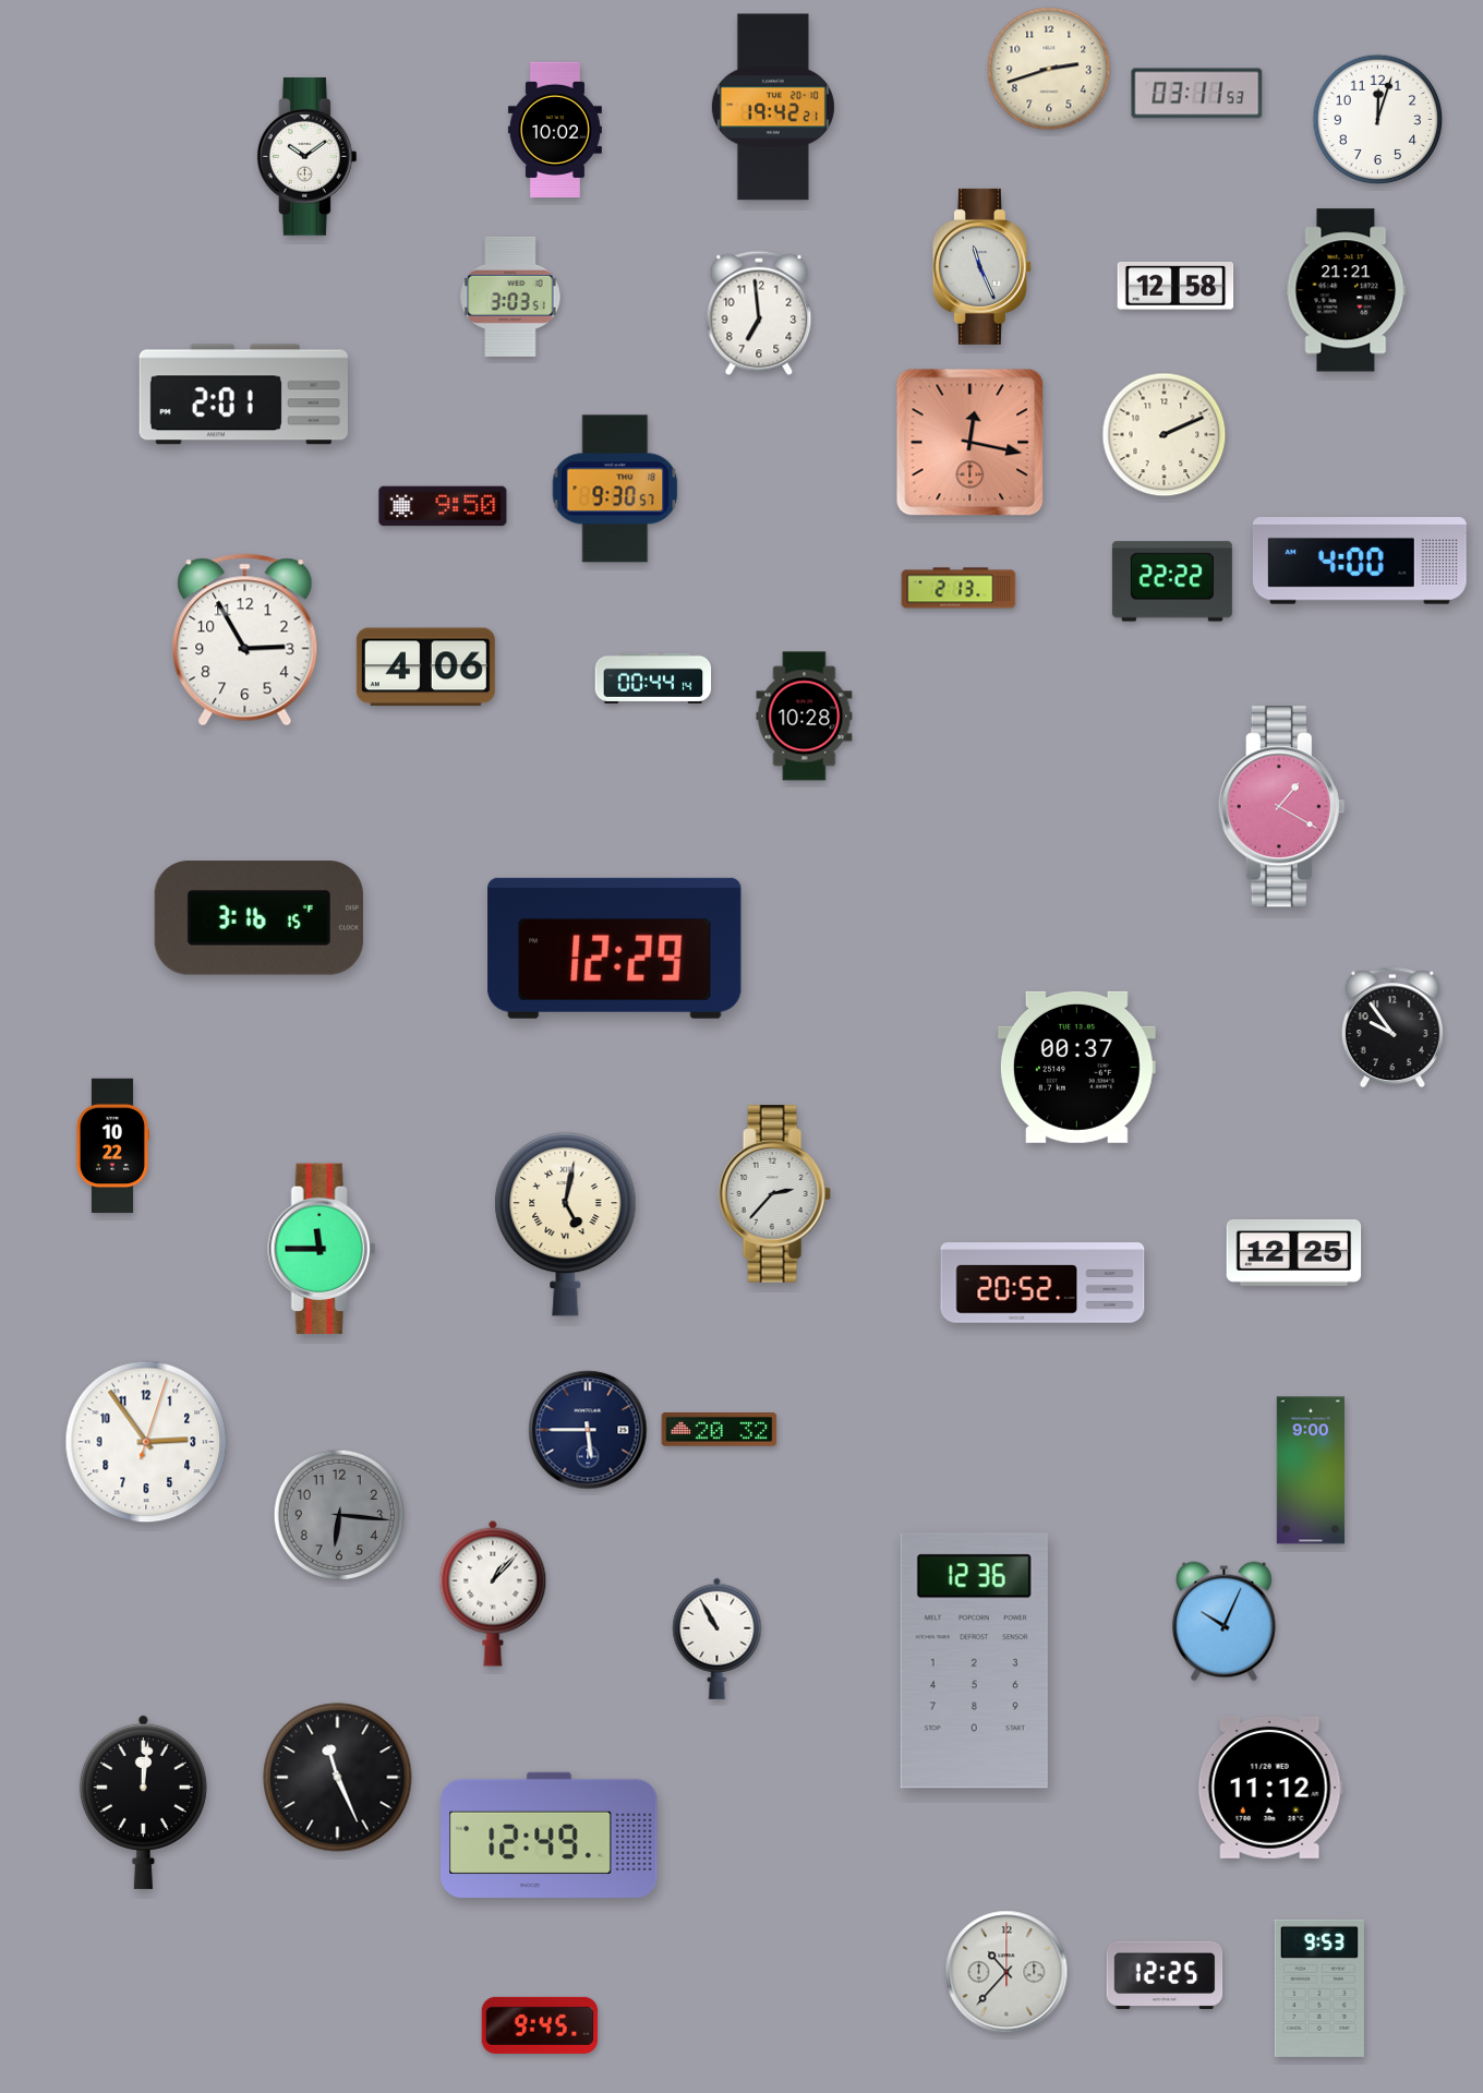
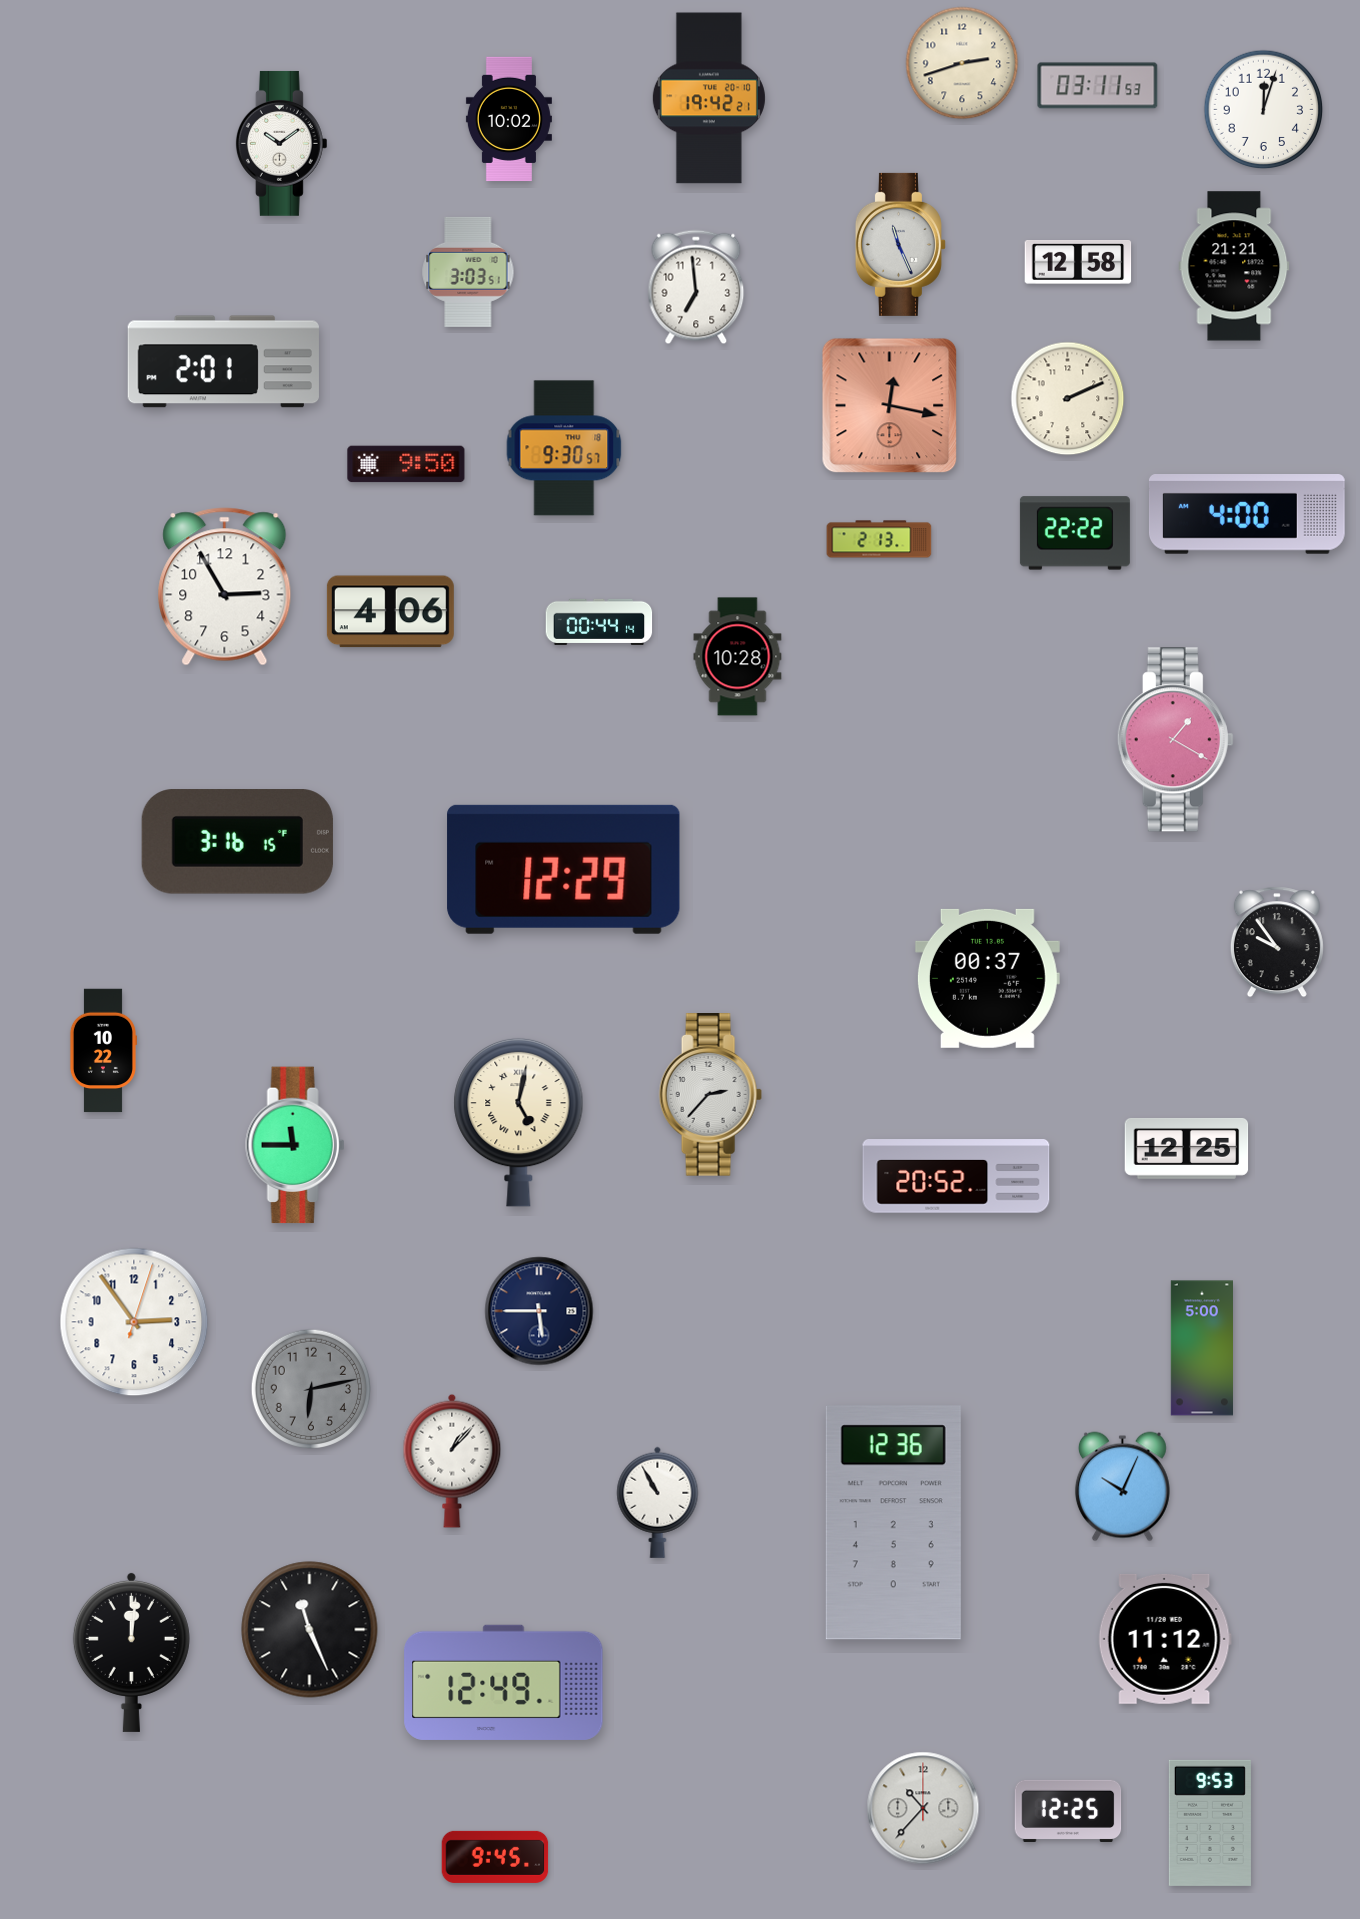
clock at (720, 1430): 20:32 -> none
clock at (1310, 1470): 9:00 -> 5:00
clock at (338, 1514): 6:16 -> 6:13
